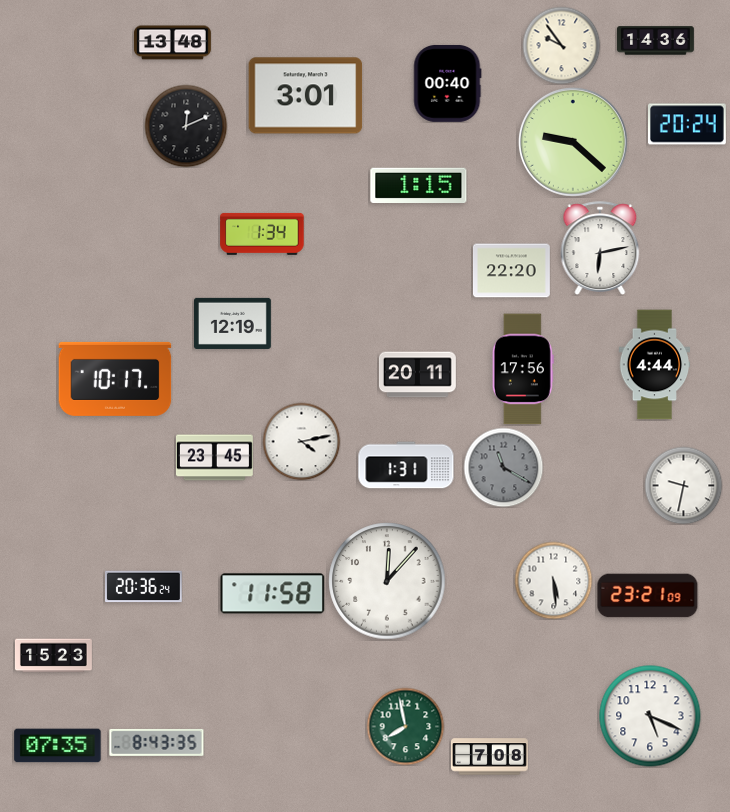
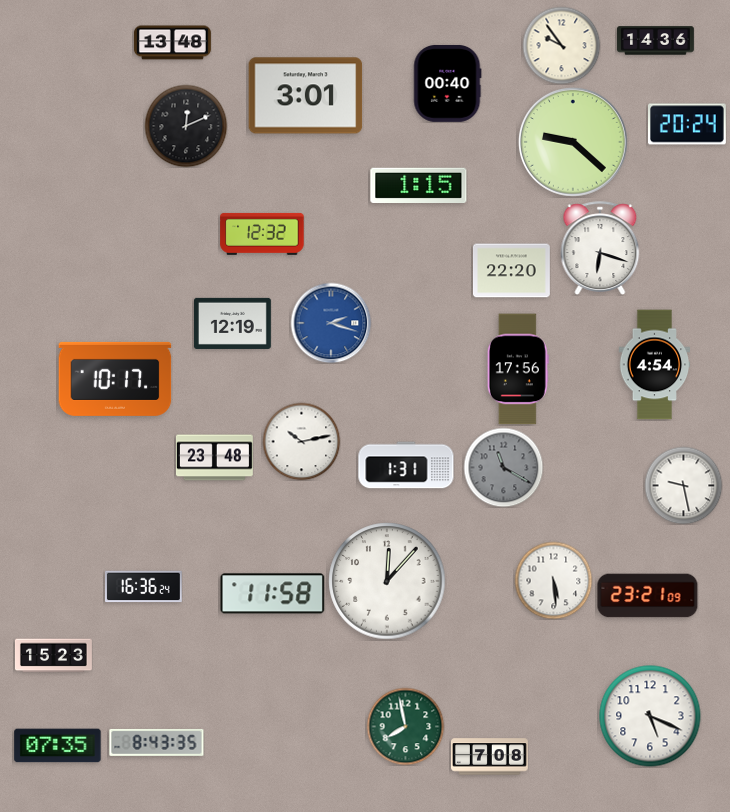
clock at (262, 234): 1:34 -> 12:32
clock at (600, 248): 6:13 -> 6:18
clock at (331, 323): none -> 2:18
clock at (655, 365): 4:44 -> 4:54
clock at (523, 369) position: (523, 369) -> (518, 369)
clock at (417, 375): 20:11 -> none
clock at (301, 441): 4:13 -> 10:13
clock at (214, 458): 23:45 -> 23:48
clock at (683, 485): 9:32 -> 9:28
clock at (143, 587): 20:36 -> 16:36
